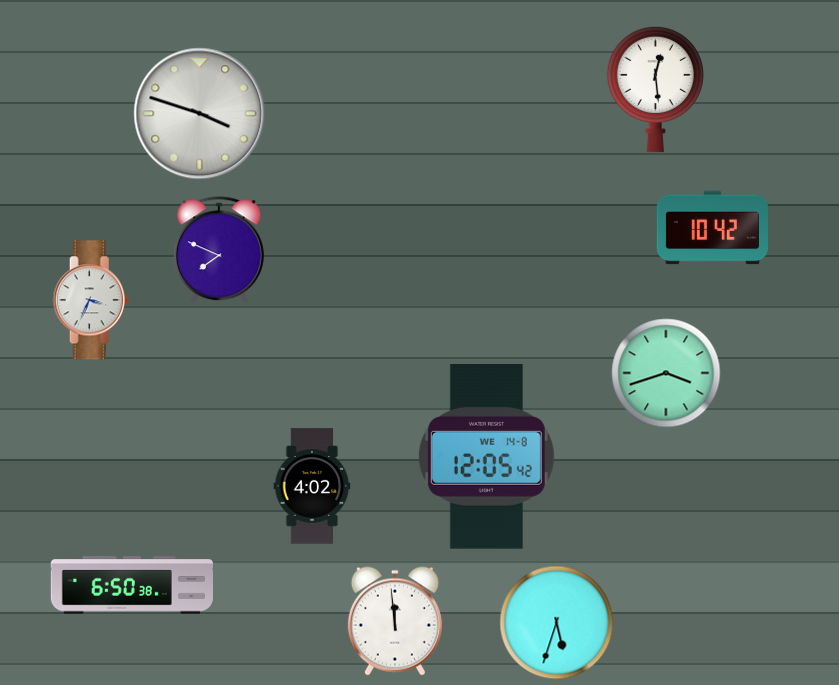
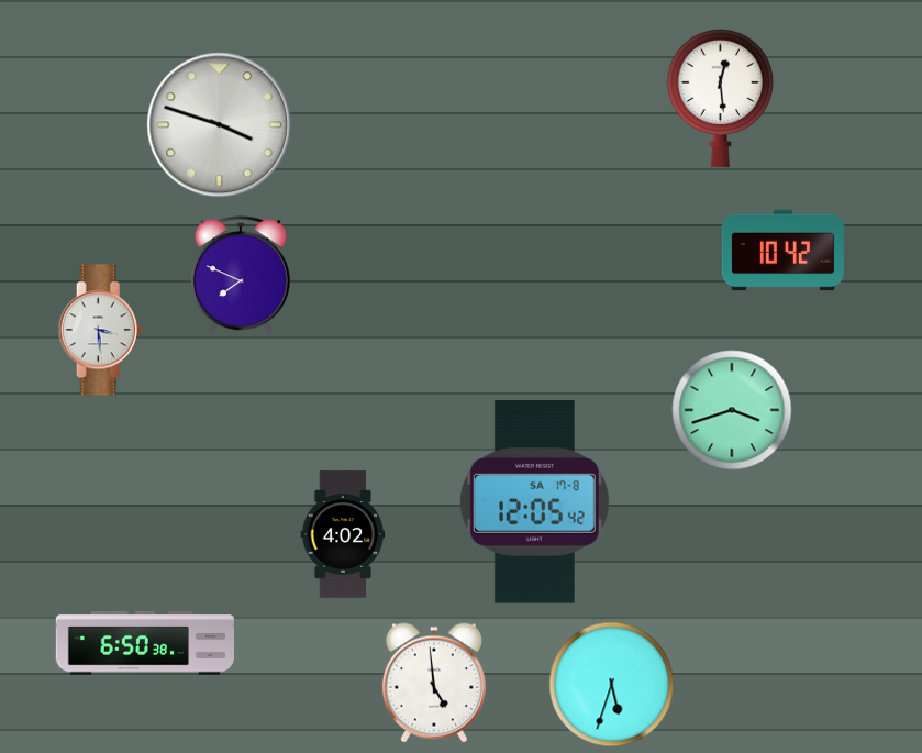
clock at (91, 300): 3:34 -> 3:29
clock at (486, 457) date: WE 14-8 -> SA 17-8
clock at (395, 621): 11:59 -> 4:59
